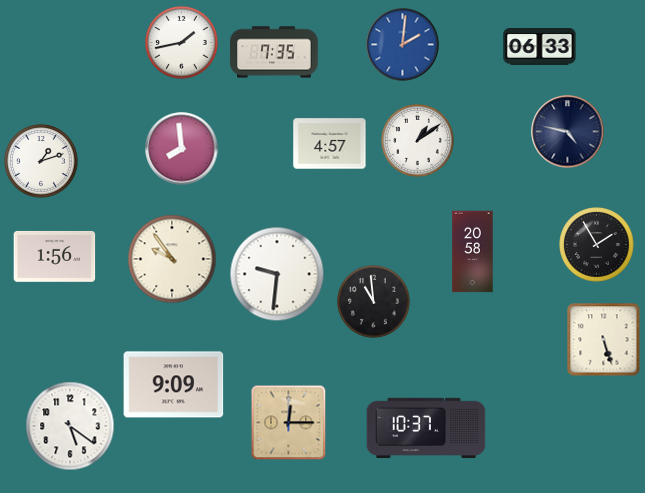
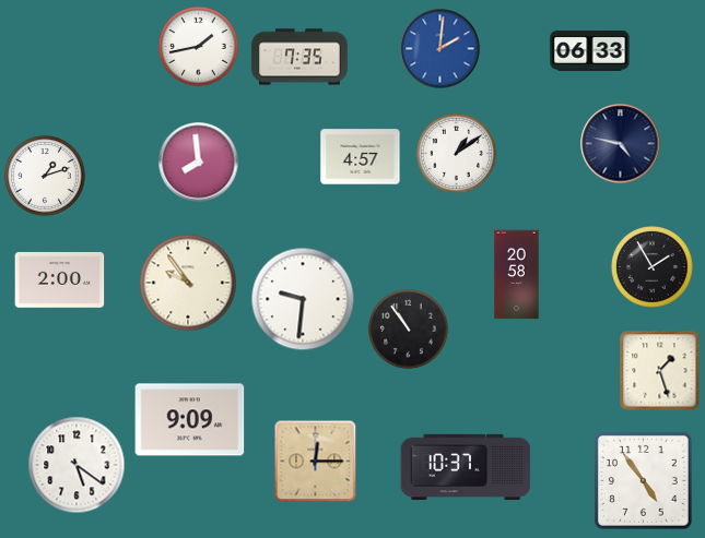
clock at (55, 256): 1:56 -> 2:00
clock at (374, 302): 10:59 -> 10:54
clock at (604, 340): 5:27 -> 1:27
clock at (643, 480): none -> 4:54
